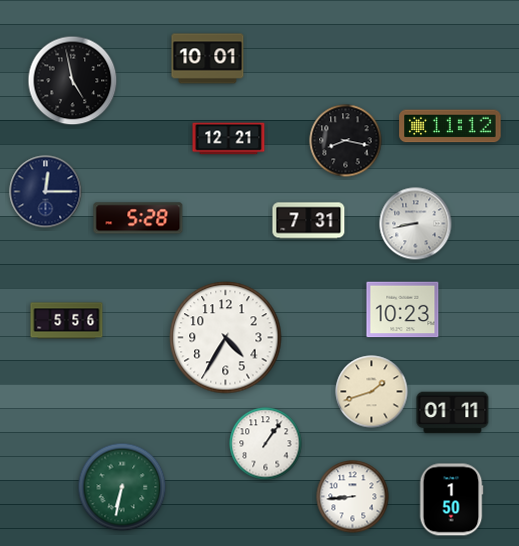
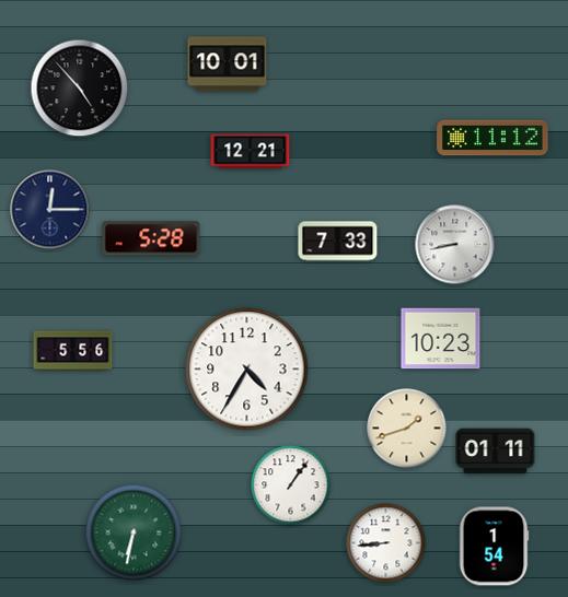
clock at (73, 81): 4:58 -> 4:53
clock at (346, 141): 8:17 -> none
clock at (309, 221): 7:31 -> 7:33
clock at (451, 500): 1:50 -> 1:54
